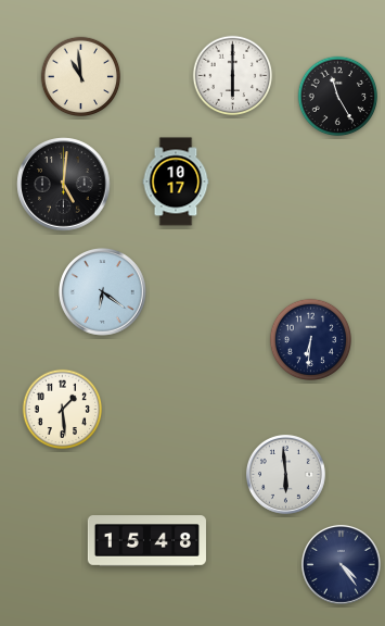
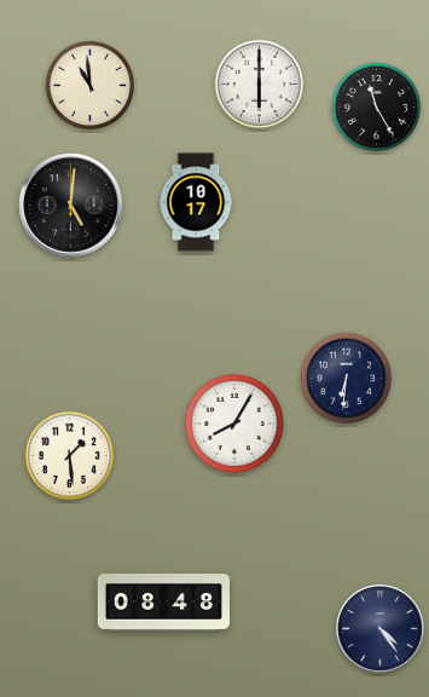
clock at (103, 292): 6:21 -> none
clock at (234, 424): none -> 8:05
clock at (285, 474): 5:59 -> none
clock at (146, 541): 15:48 -> 08:48
